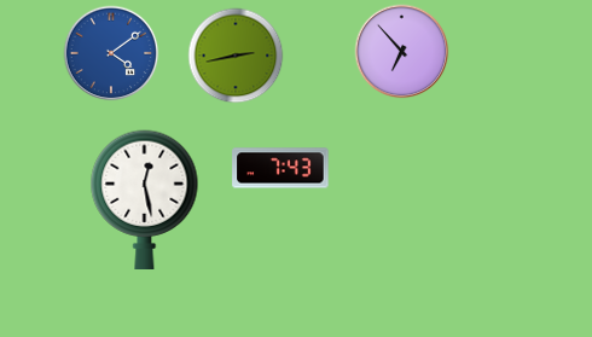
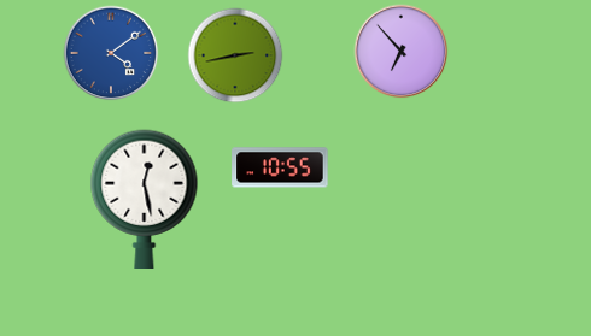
clock at (280, 168): 7:43 -> 10:55
